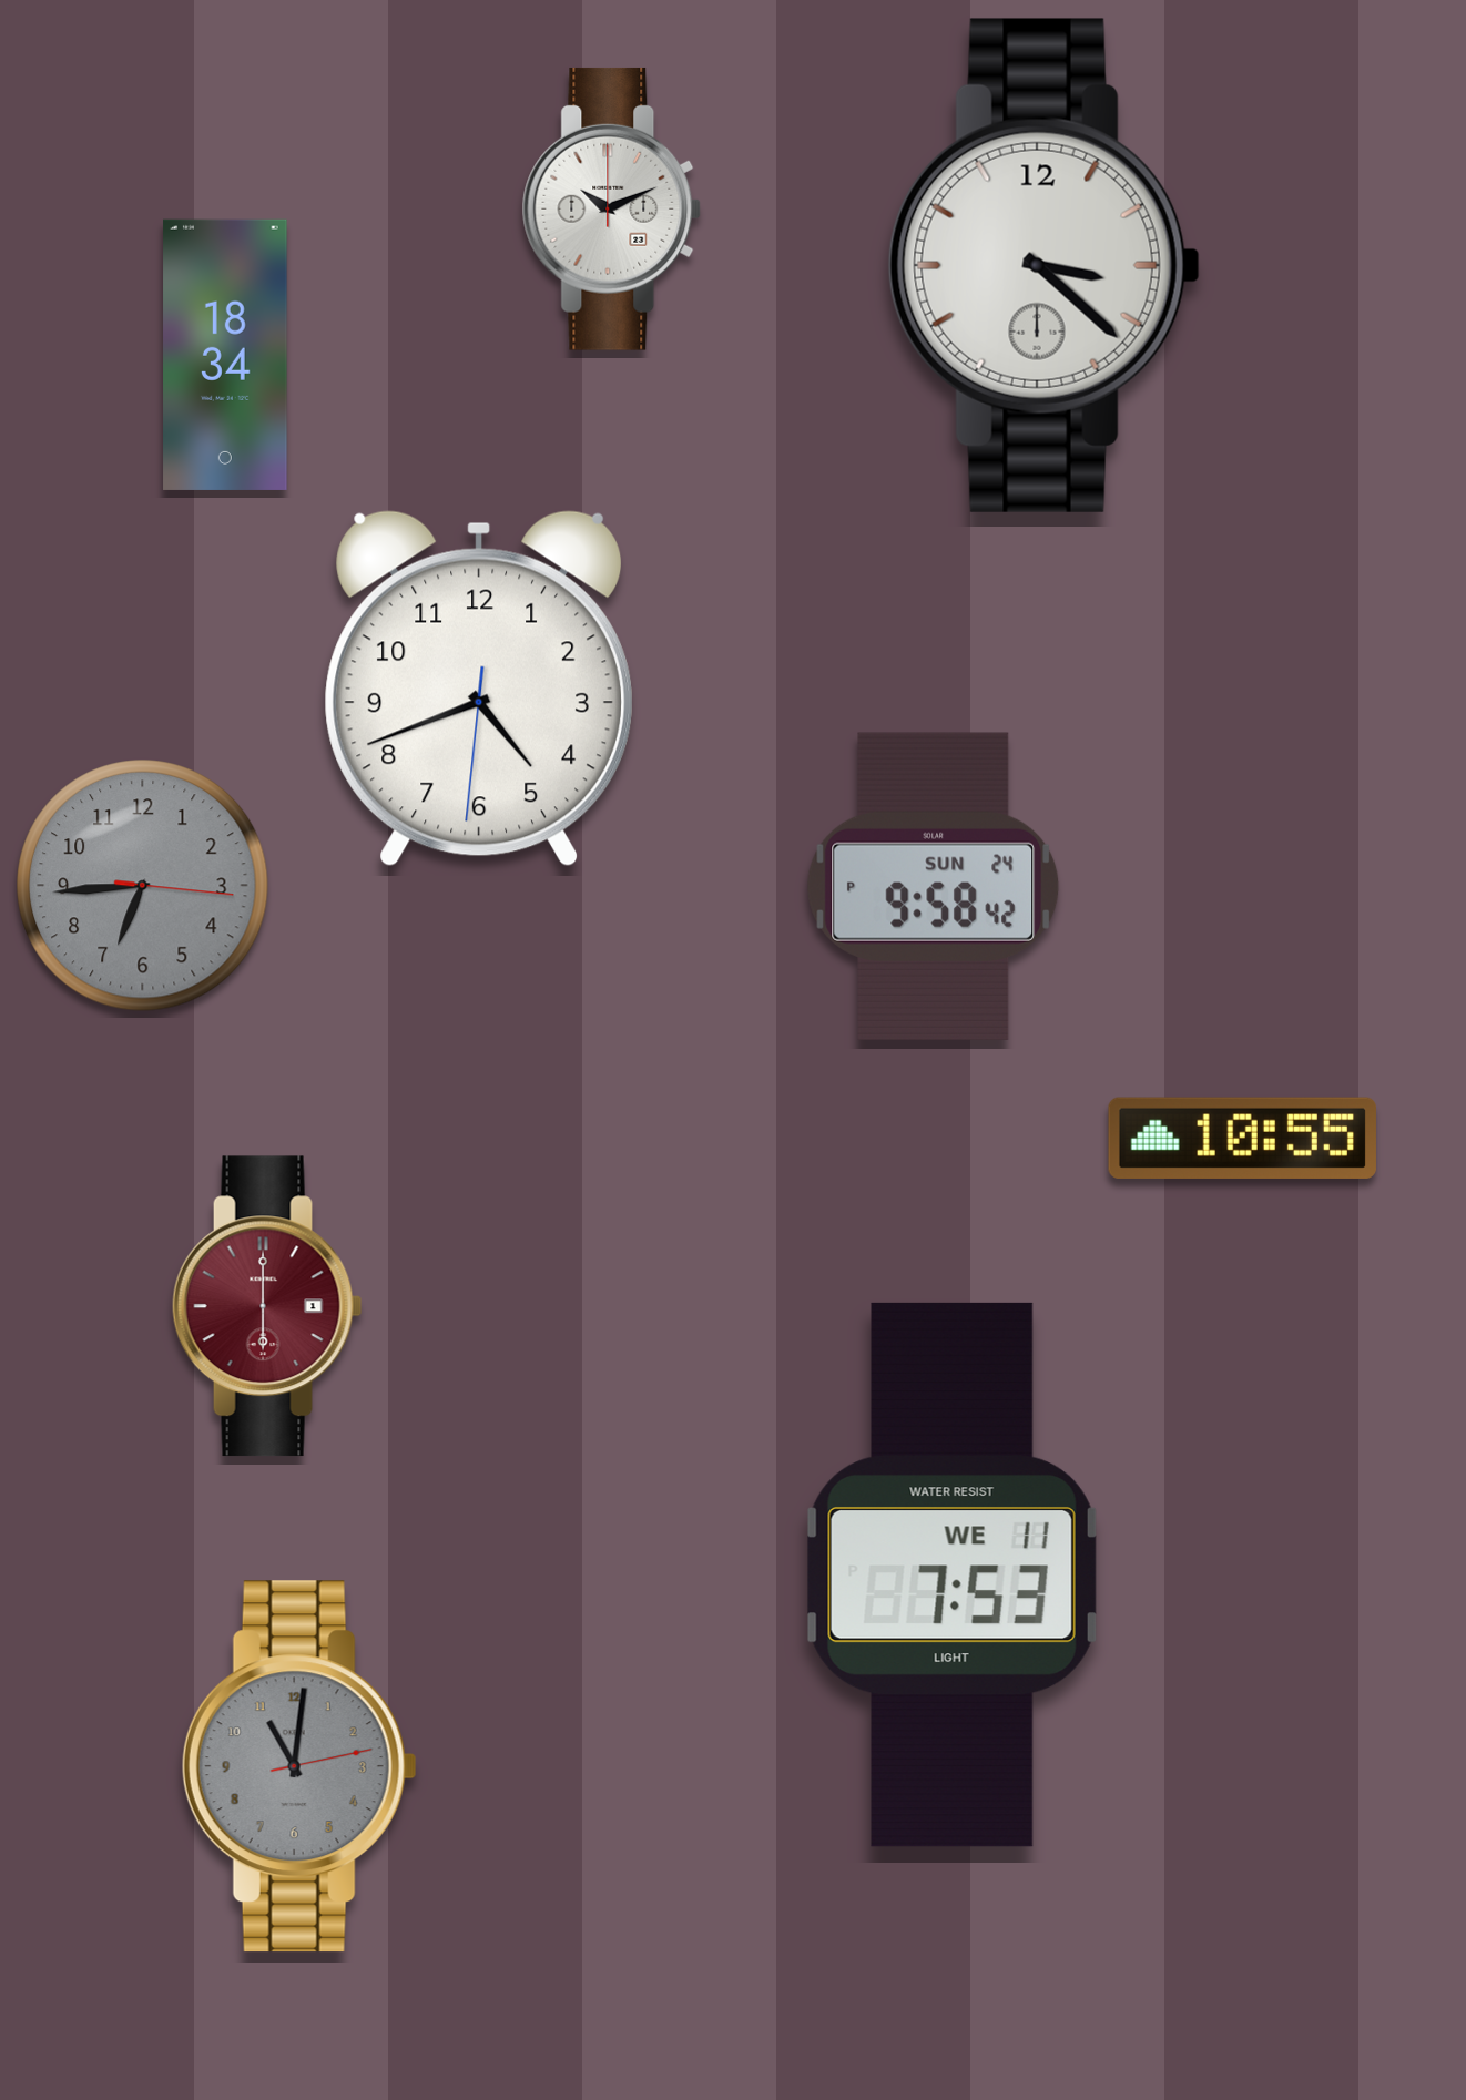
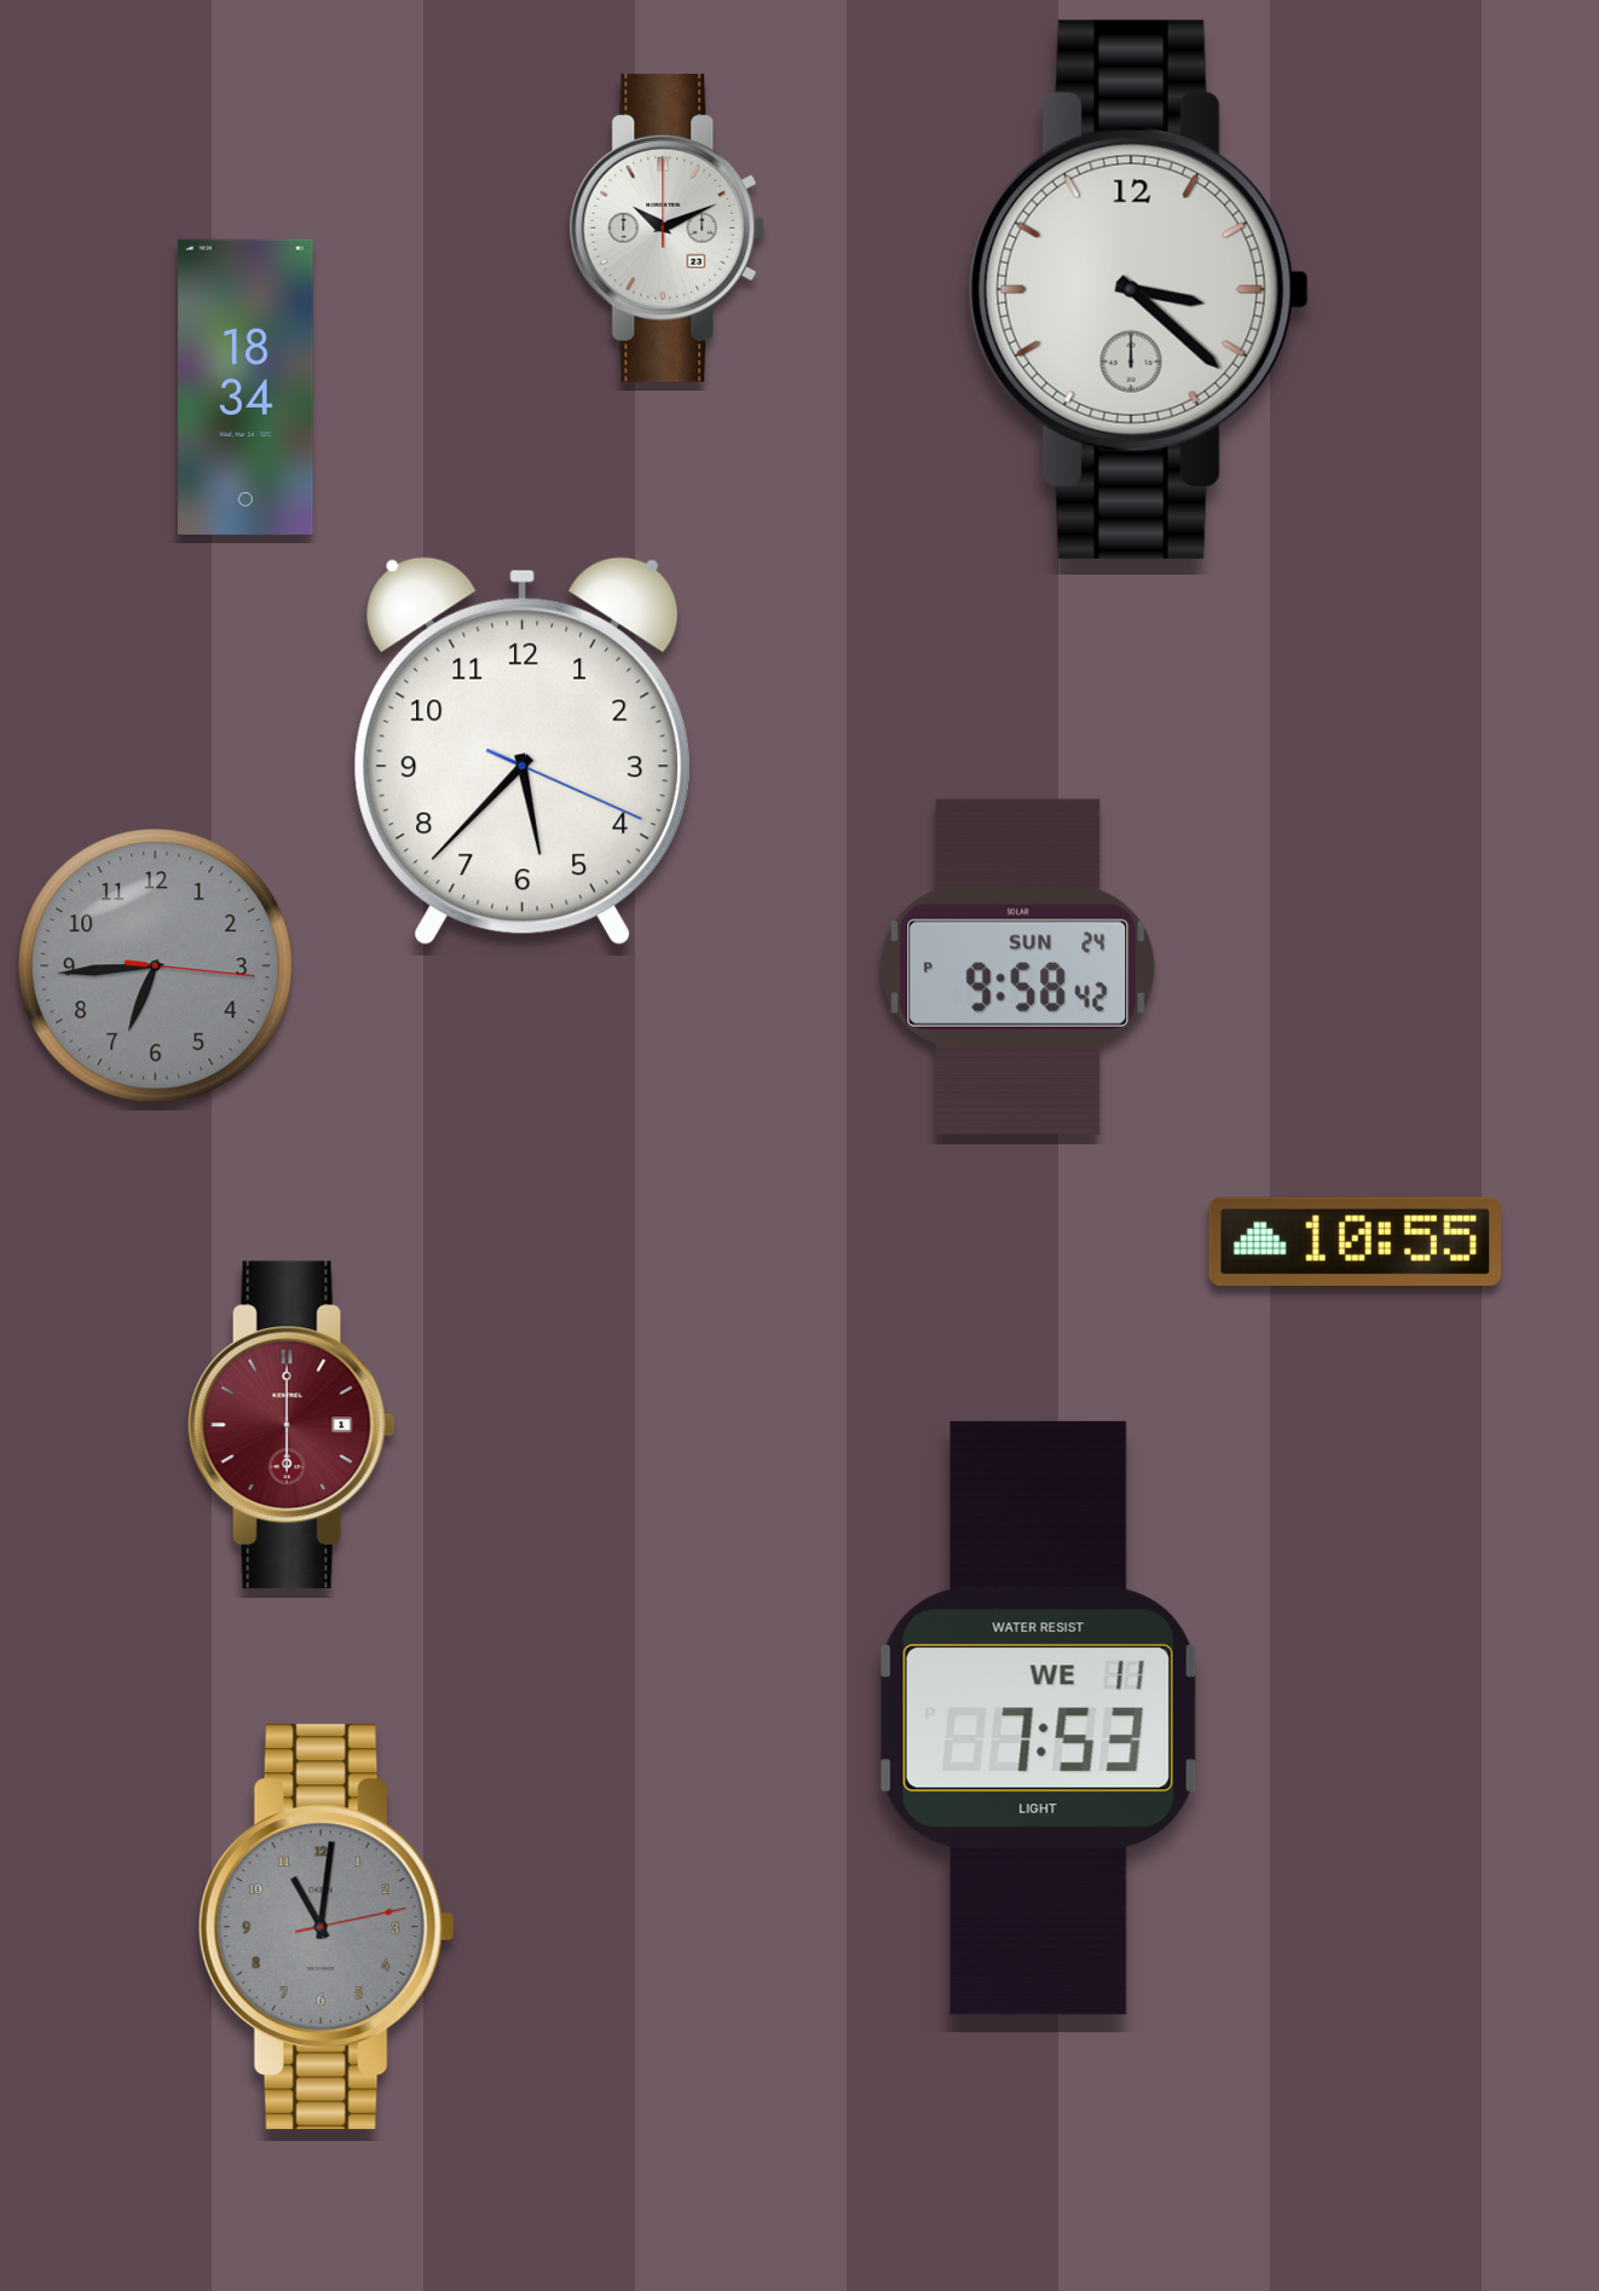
clock at (479, 689): 4:41 -> 5:37
